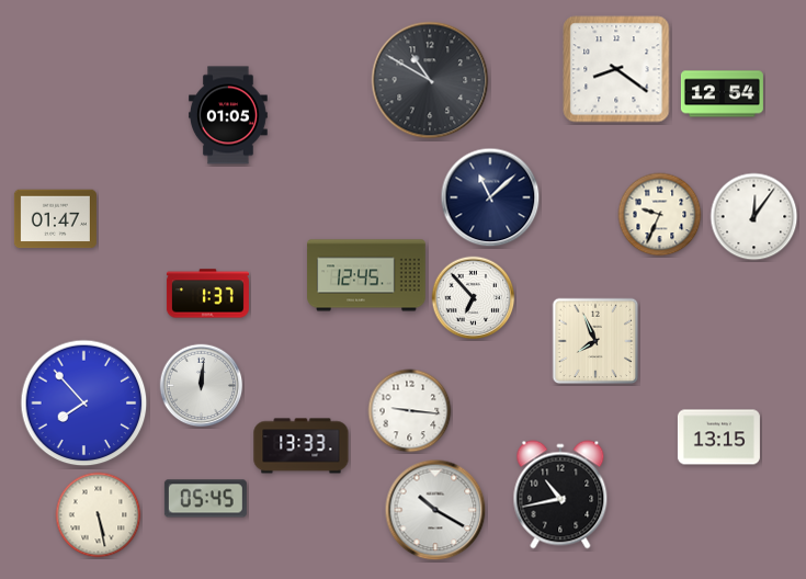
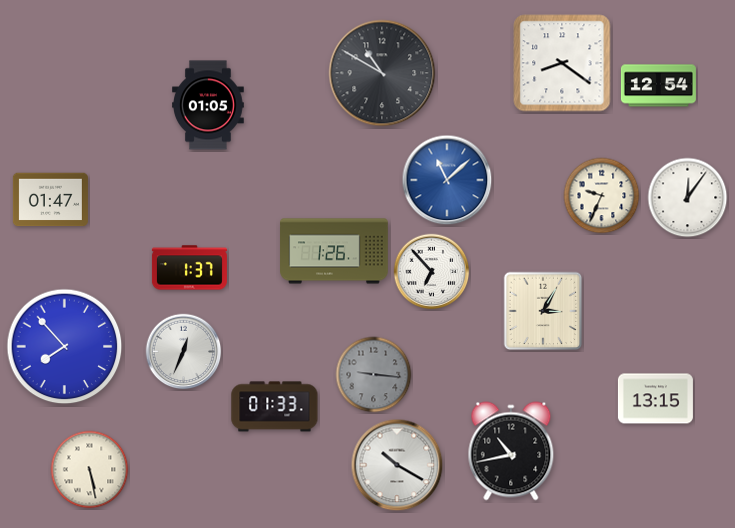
clock at (430, 80) position: (430, 80) -> (382, 73)
clock at (490, 197) dial: navy -> blue
clock at (366, 275): 12:45 -> 1:26
clock at (595, 341): 7:56 -> 3:05
clock at (202, 386): 12:01 -> 12:34
clock at (84, 404) position: (84, 404) -> (65, 347)
clock at (410, 411) dial: white -> grey
clock at (302, 446): 13:33 -> 01:33
clock at (205, 499): 05:45 -> none
